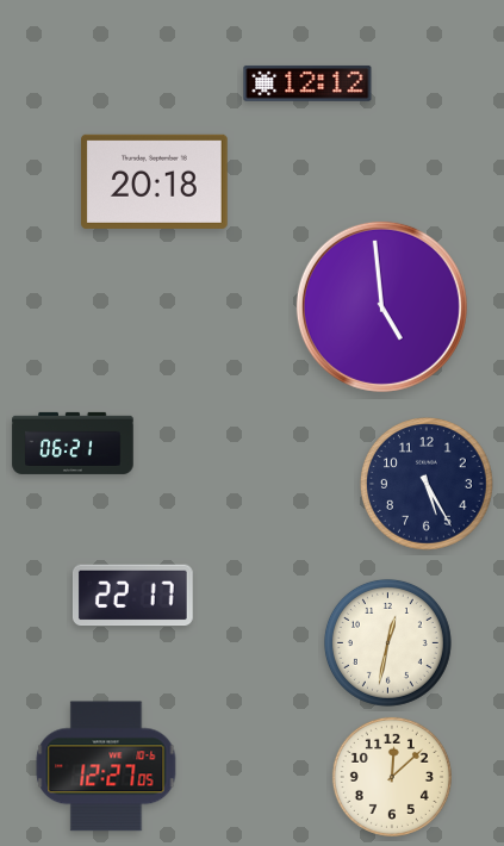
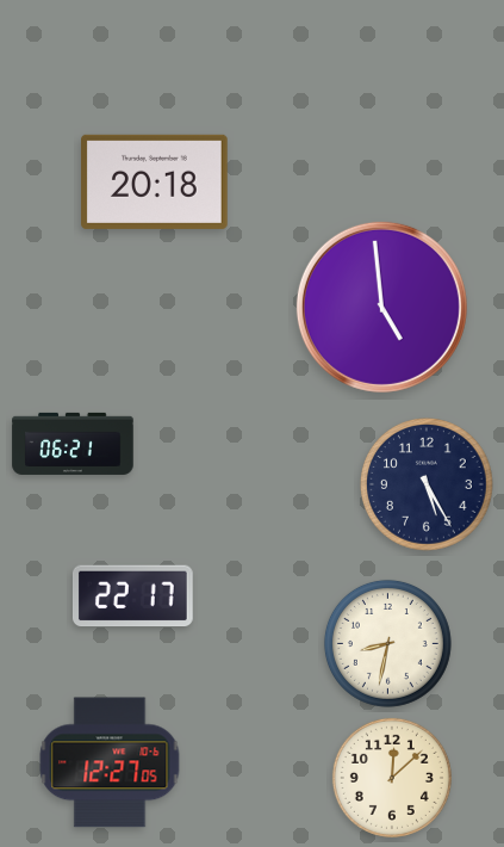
clock at (307, 83): 12:12 -> none
clock at (387, 642): 12:32 -> 8:32
clock at (106, 766) position: (106, 766) -> (110, 762)
